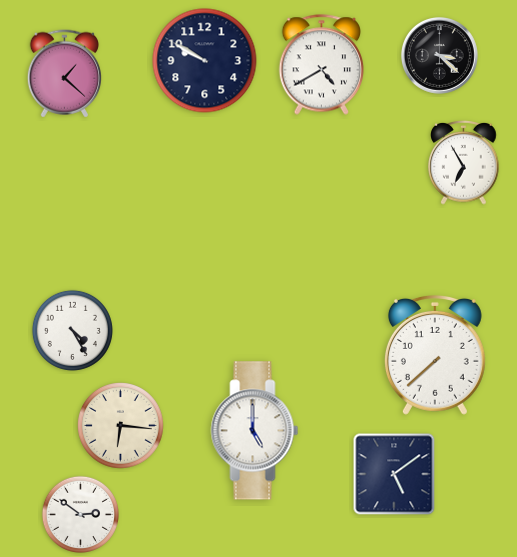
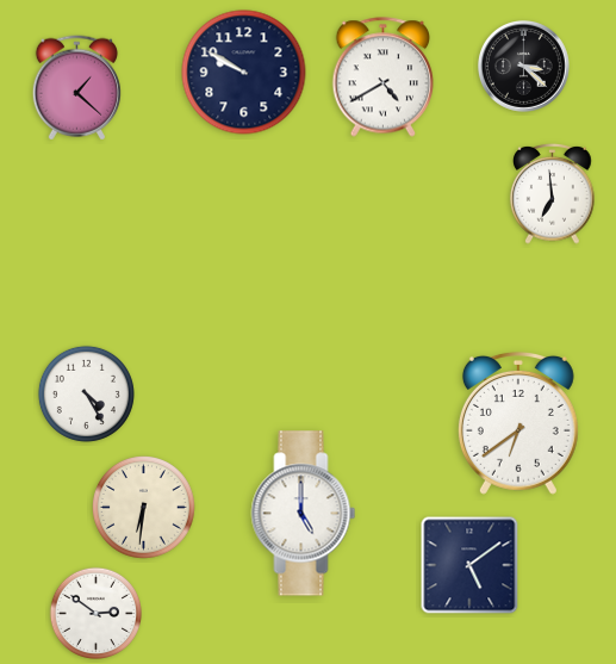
clock at (464, 162): 6:55 -> 6:59
clock at (435, 355): 7:38 -> 6:39
clock at (121, 426): 6:16 -> 6:31
